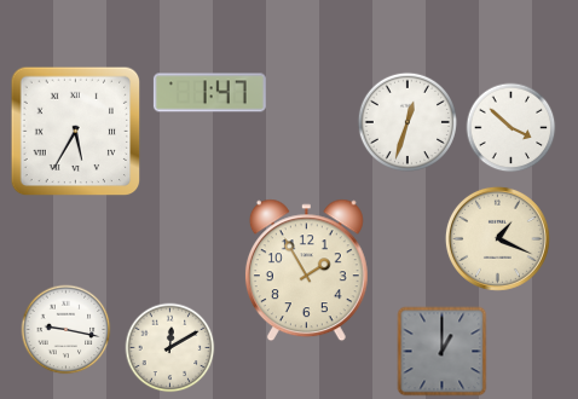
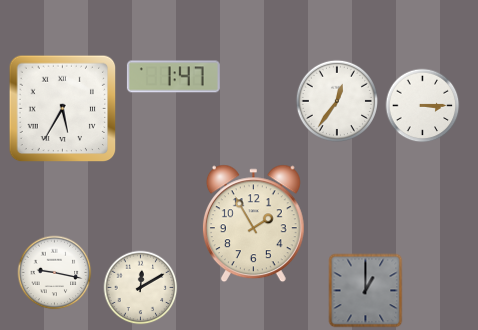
clock at (406, 121): 12:33 -> 12:36
clock at (511, 128): 3:52 -> 3:15
clock at (497, 238): 1:19 -> none
